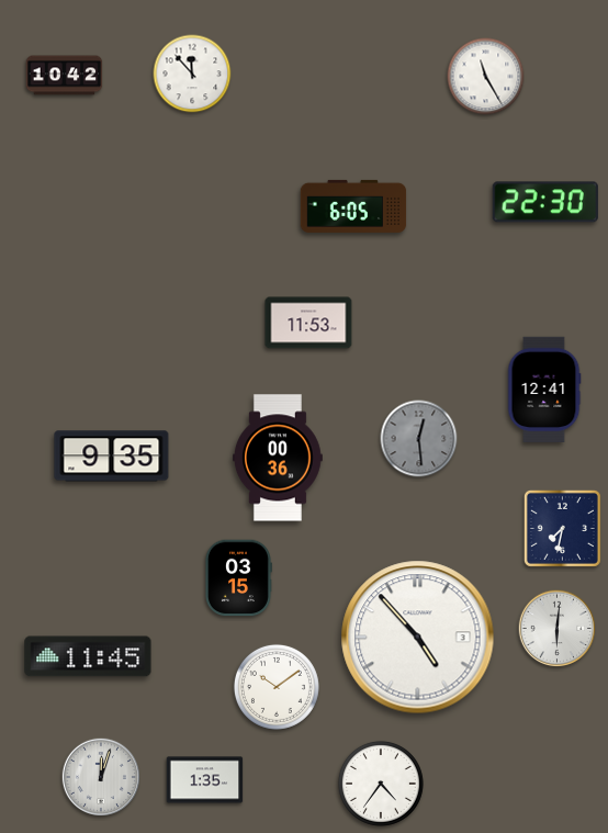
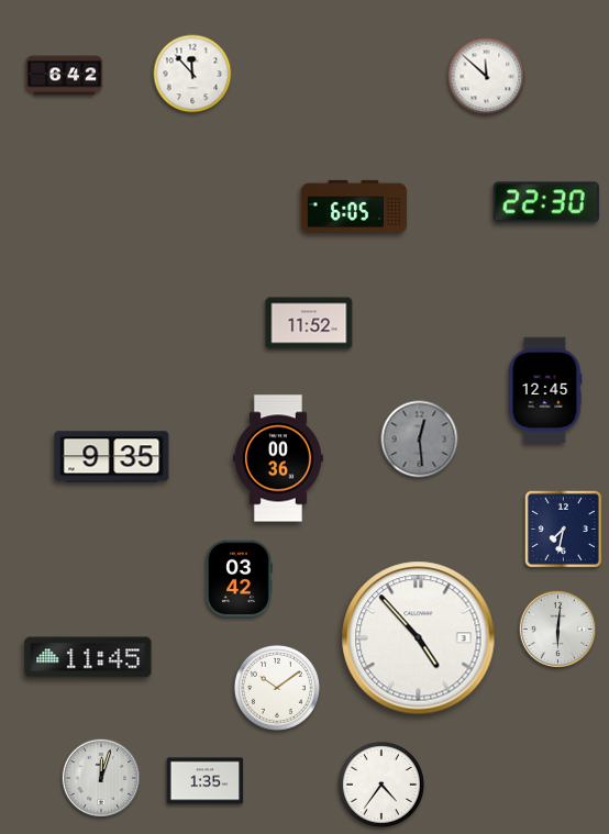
clock at (65, 76): 10:42 -> 6:42
clock at (486, 77): 11:25 -> 11:52
clock at (308, 323): 11:53 -> 11:52
clock at (544, 390): 12:41 -> 12:45
clock at (238, 578): 03:15 -> 03:42
